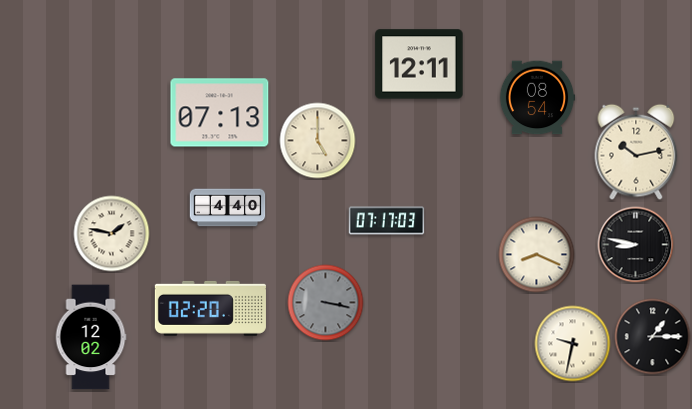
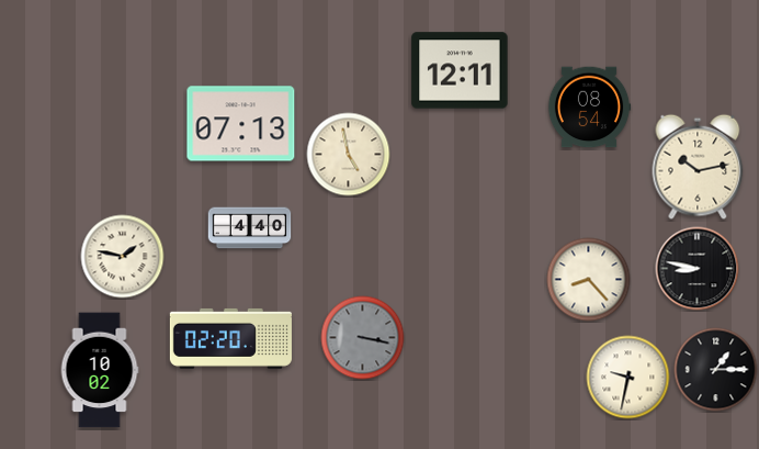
clock at (318, 141): 5:00 -> 4:58
clock at (387, 221): 07:17 -> none
clock at (537, 255): 8:19 -> 8:23
clock at (326, 303) position: (326, 303) -> (363, 338)
clock at (91, 337): 12:02 -> 10:02
